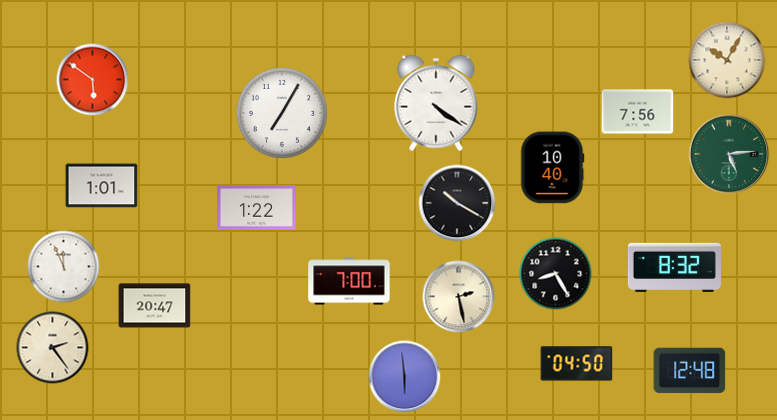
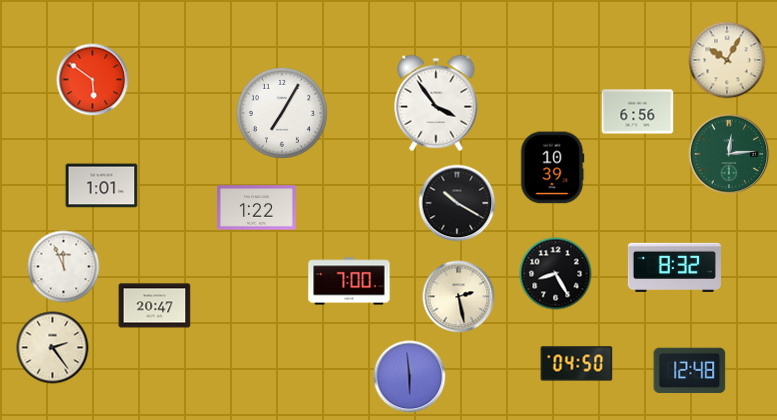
clock at (436, 103): 4:21 -> 3:54
clock at (638, 112): 7:56 -> 6:56
clock at (729, 154): 5:14 -> 12:14
clock at (552, 168): 10:40 -> 10:39
clock at (405, 377) position: (405, 377) -> (410, 377)
